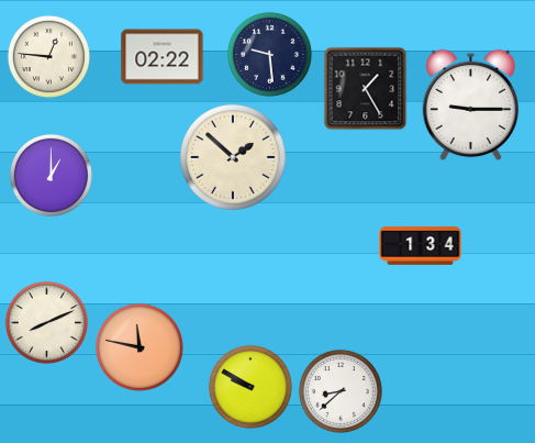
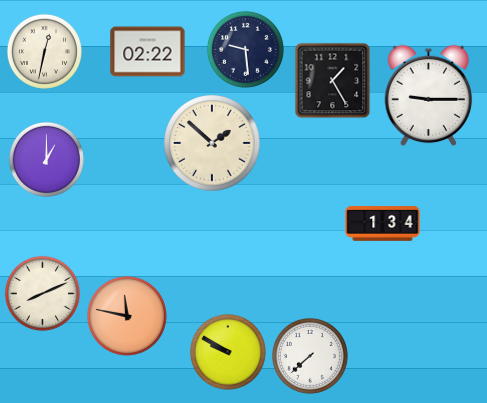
clock at (48, 56): 12:46 -> 12:32
clock at (341, 391): 8:38 -> 7:38
